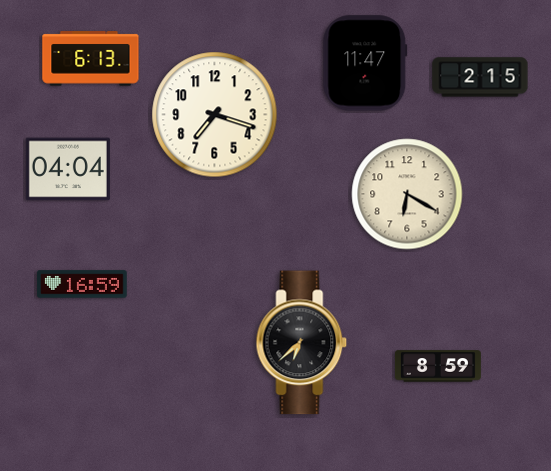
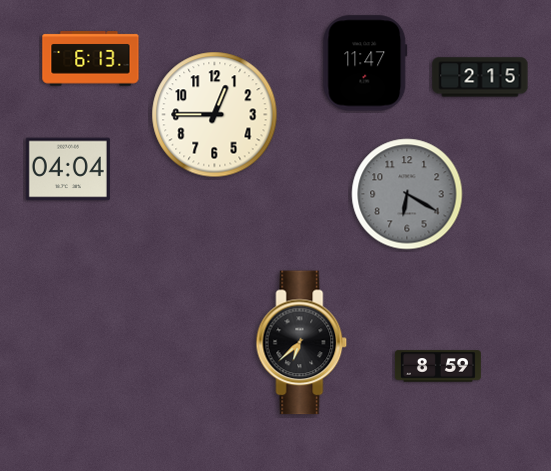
clock at (215, 115): 7:18 -> 12:45
clock at (407, 194) dial: cream -> grey
clock at (82, 284): 16:59 -> none
